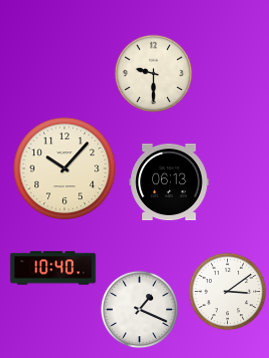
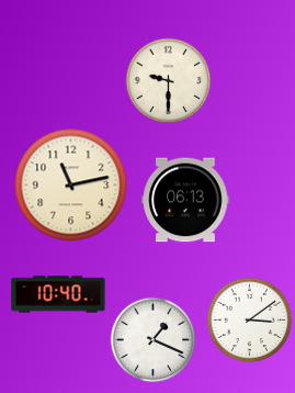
clock at (65, 169): 10:07 -> 11:13
